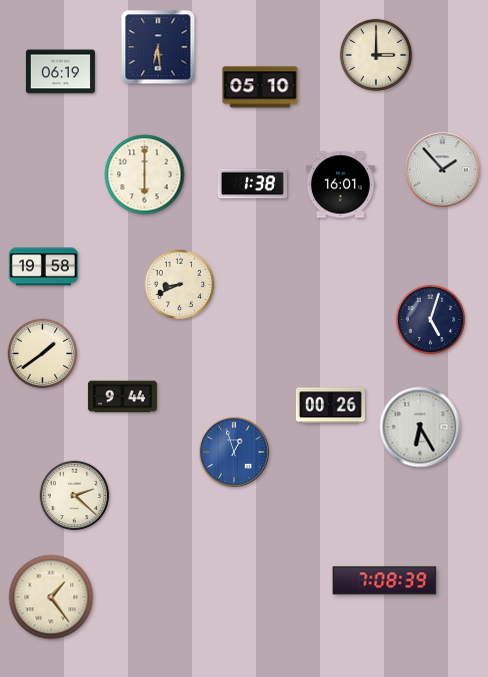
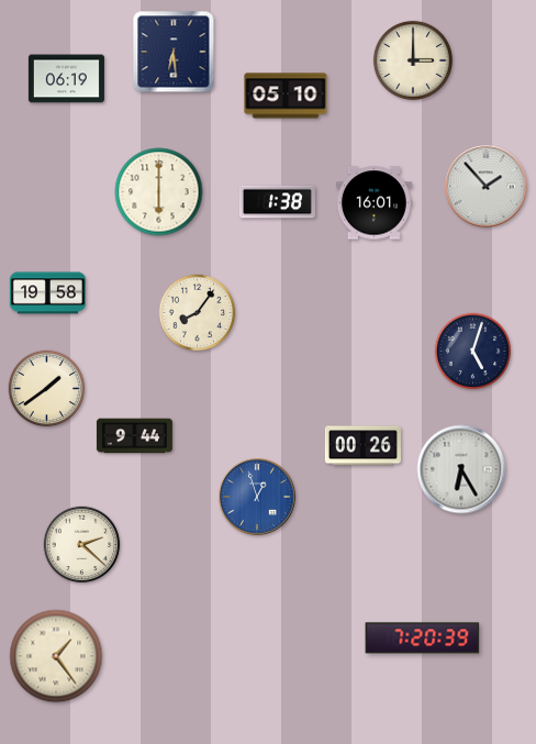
clock at (180, 285): 8:41 -> 8:06
clock at (385, 581): 7:08 -> 7:20
